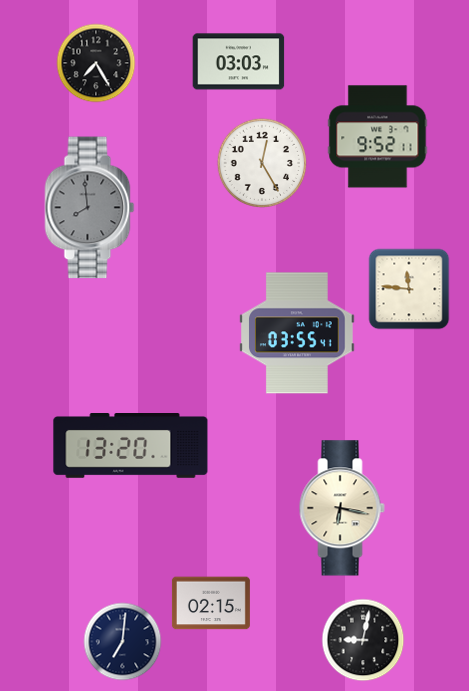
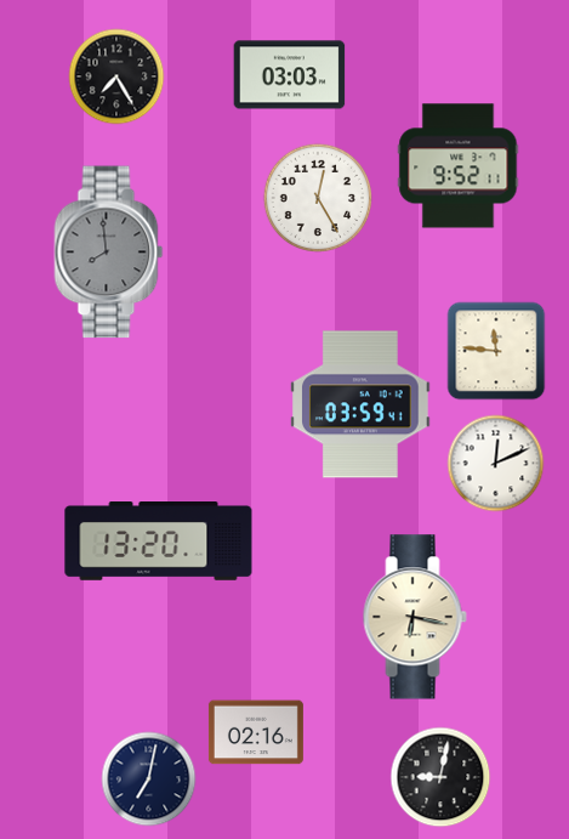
clock at (297, 333): 03:55 -> 03:59
clock at (496, 464): none -> 12:11
clock at (211, 603): 02:15 -> 02:16
clock at (123, 642): 7:01 -> 7:02
